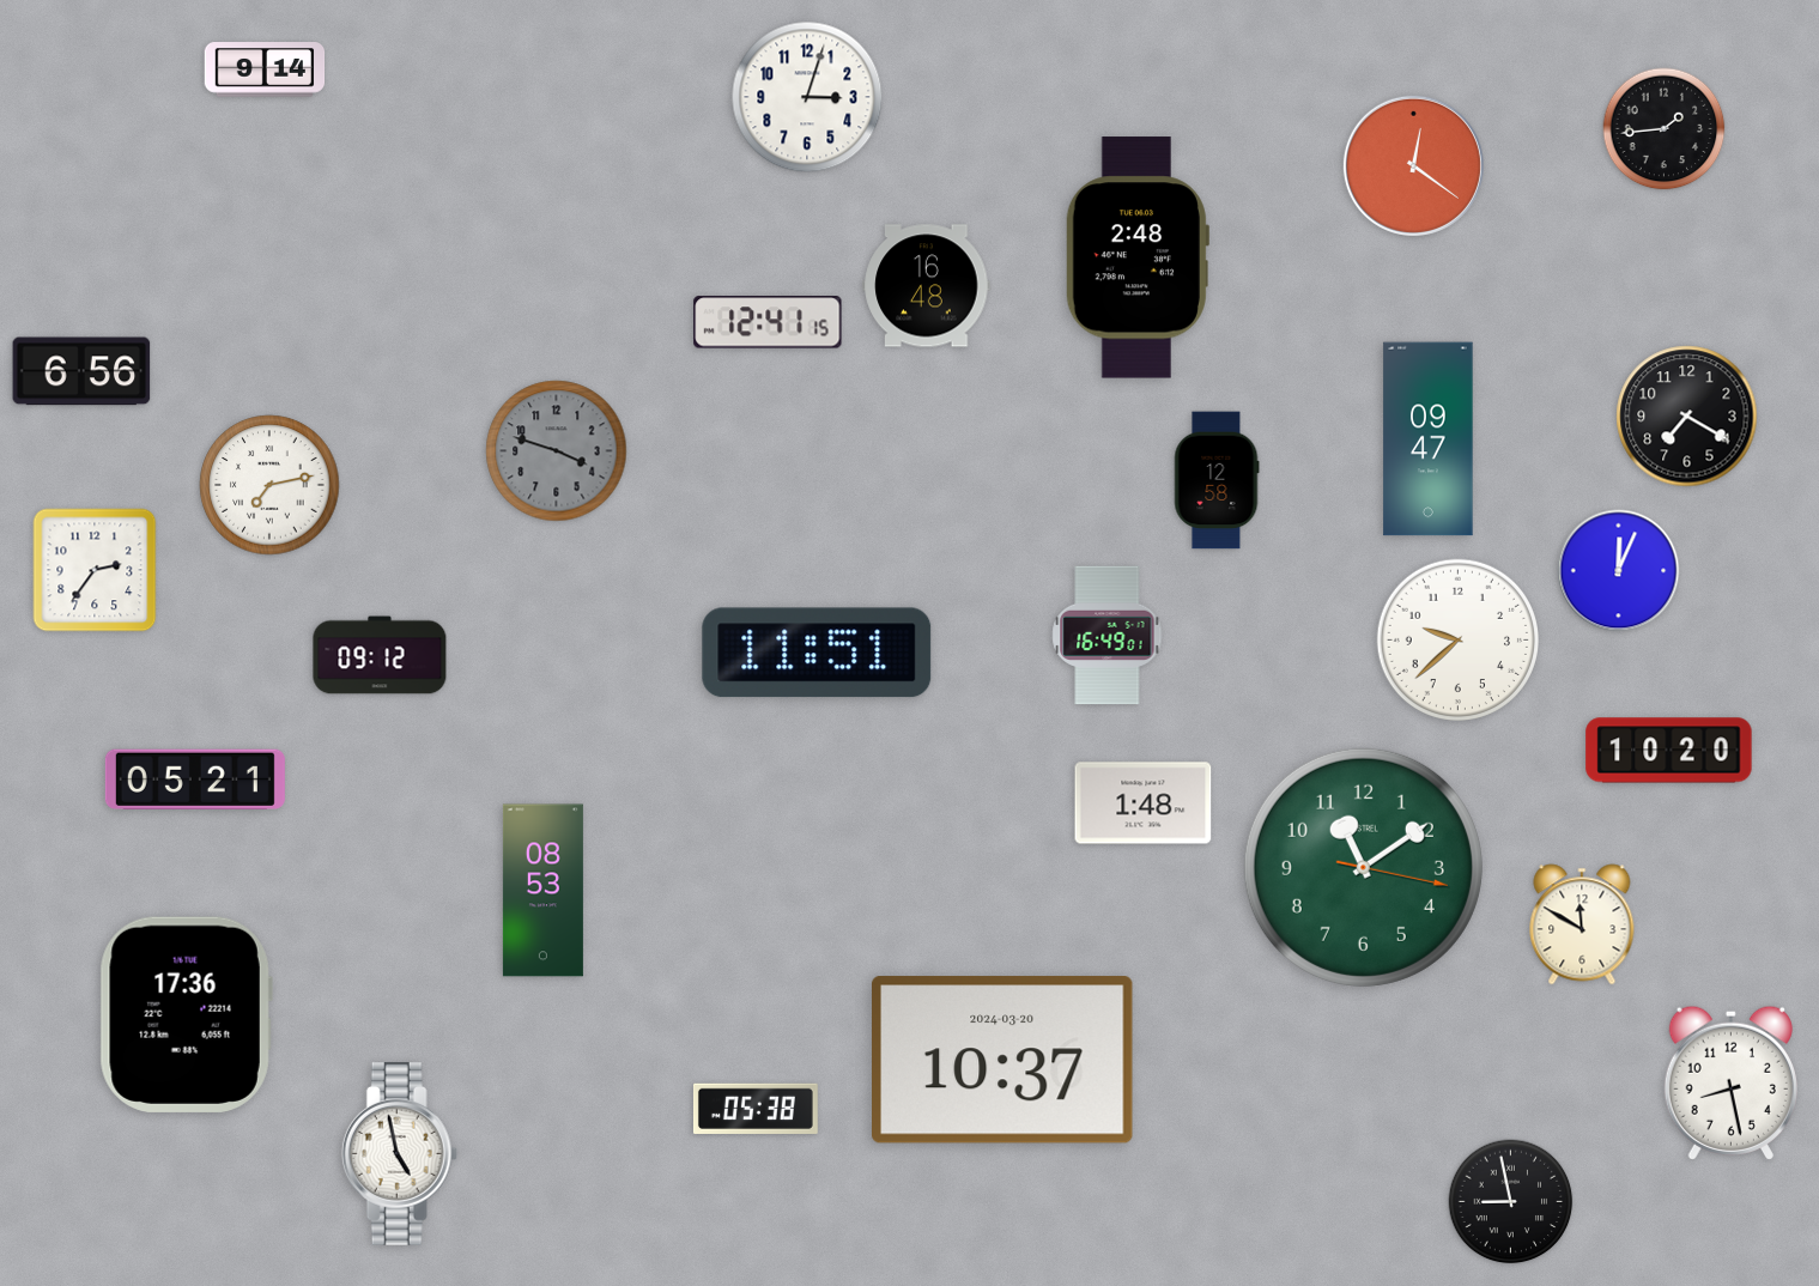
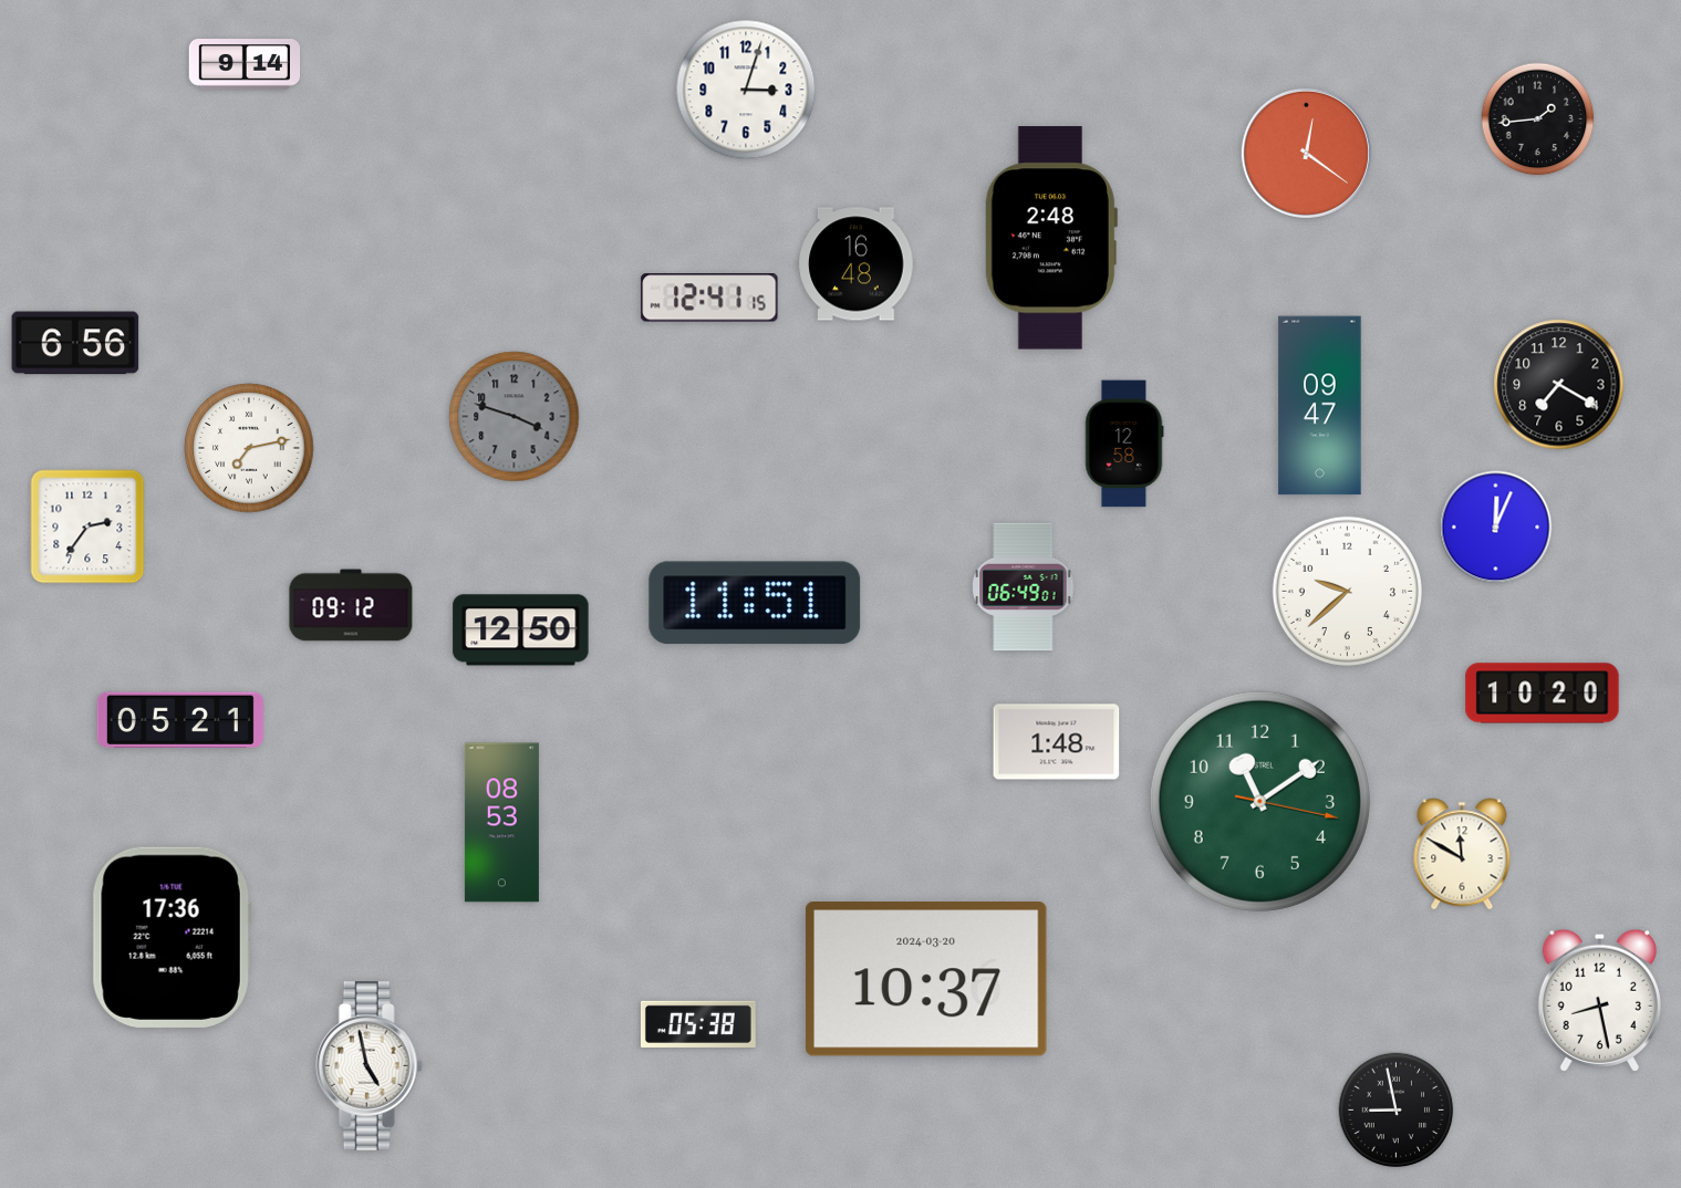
clock at (1108, 636): 16:49 -> 06:49
clock at (521, 631): none -> 12:50
